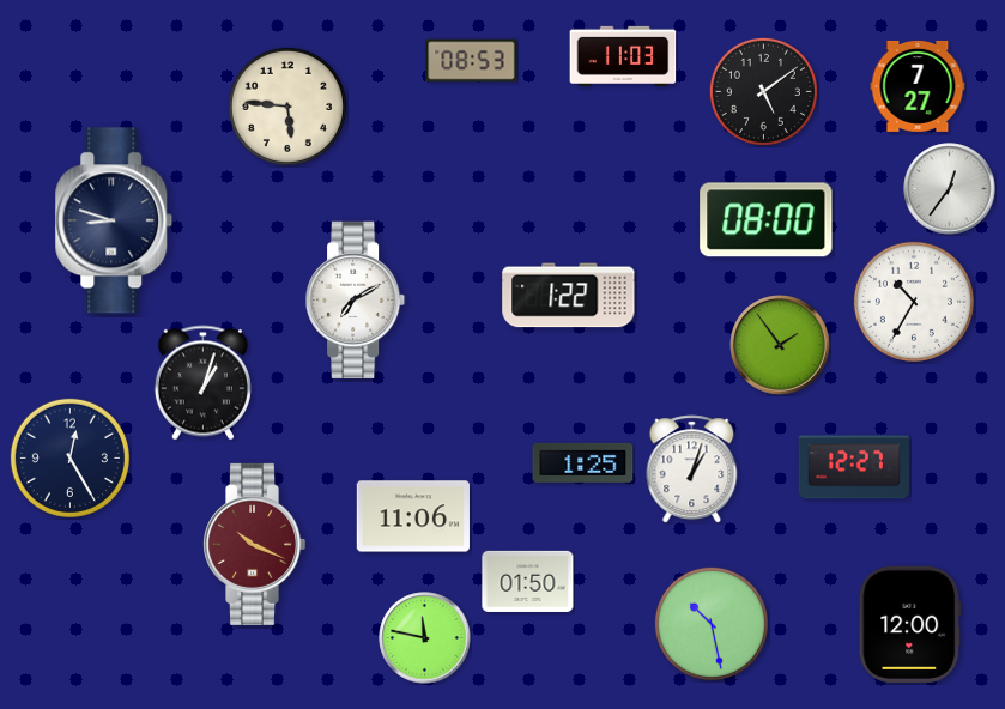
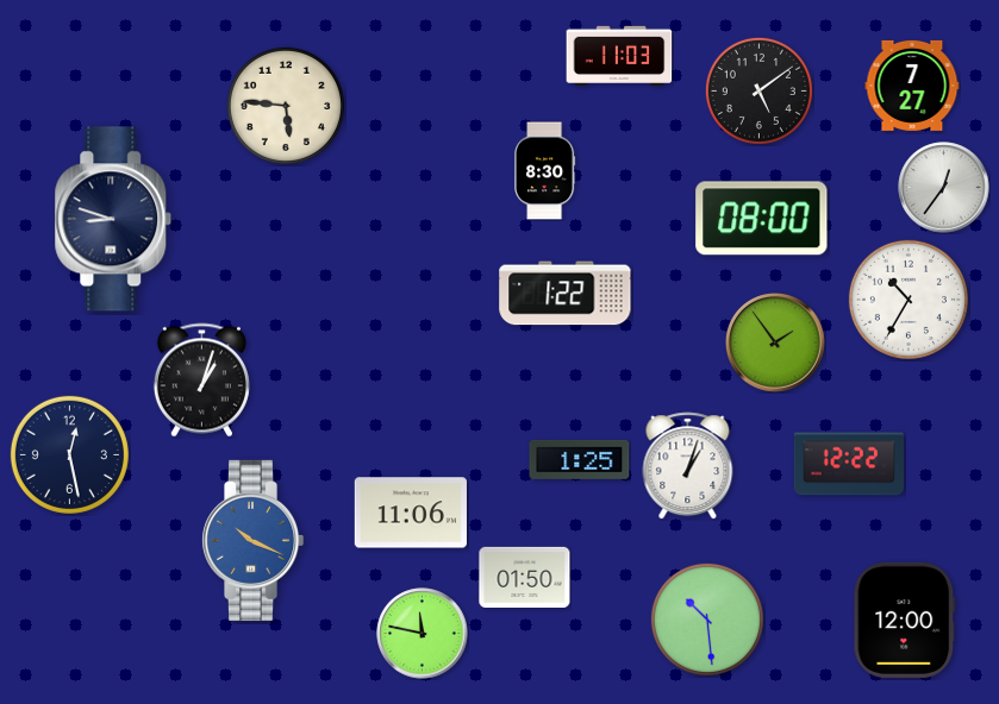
clock at (472, 61): 08:53 -> none
clock at (545, 171): none -> 8:30
clock at (357, 299): 7:10 -> none
clock at (69, 457): 12:25 -> 12:28
clock at (854, 467): 12:27 -> 12:22
clock at (255, 544) dial: burgundy -> blue
clock at (712, 624): 10:28 -> 10:29
